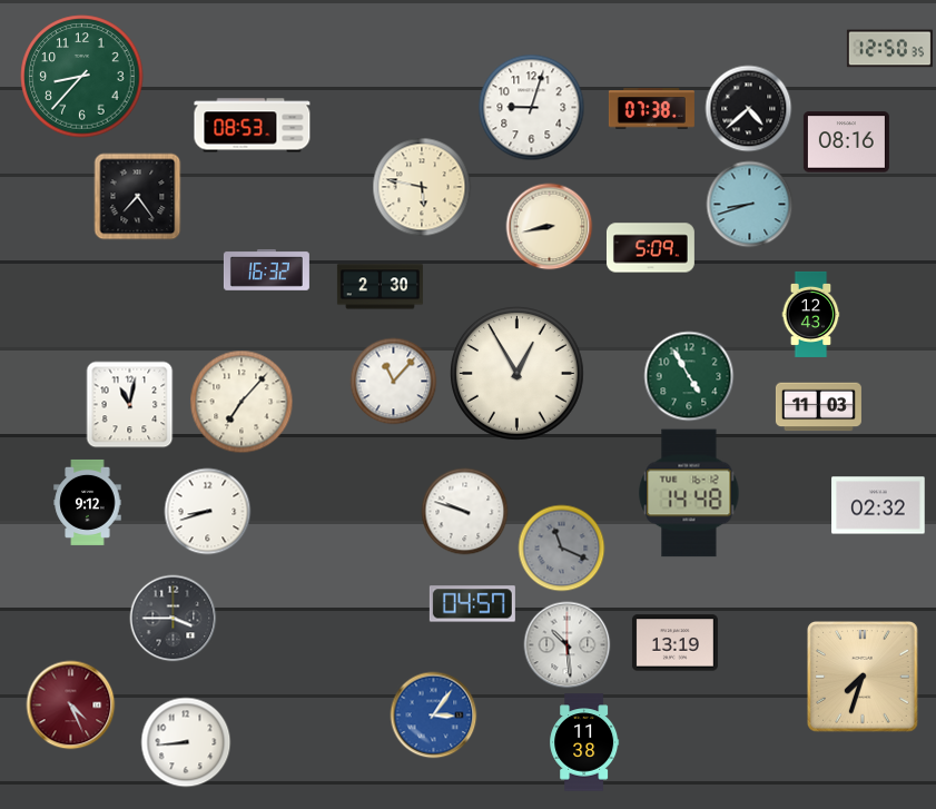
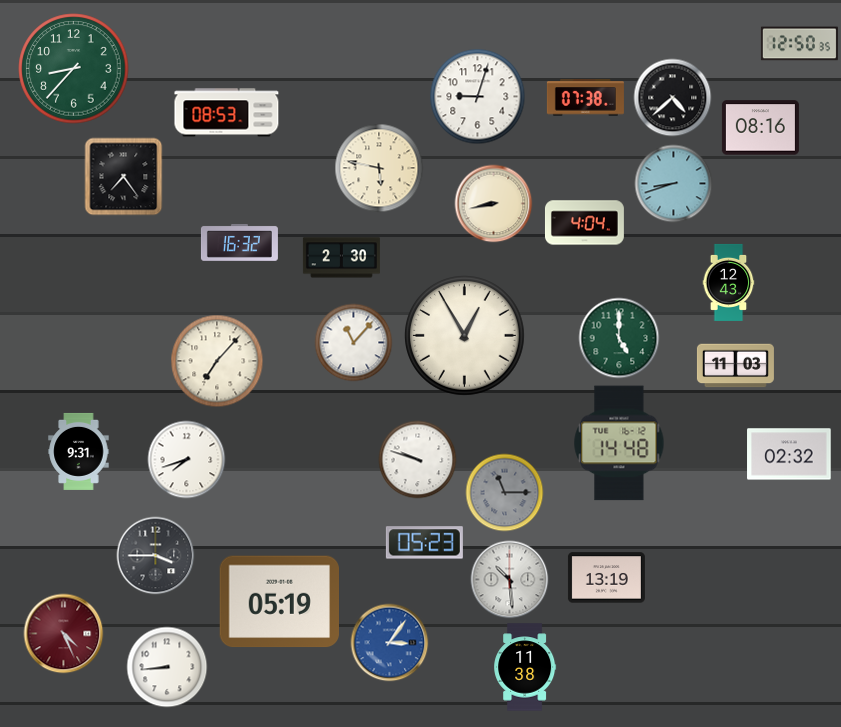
clock at (650, 248): 5:09 -> 4:04
clock at (689, 376): 4:55 -> 5:00
clock at (129, 404): 11:02 -> none
clock at (88, 502): 9:12 -> 9:31
clock at (207, 511): 8:42 -> 7:42
clock at (561, 547): 11:19 -> 11:15
clock at (472, 604): 04:57 -> 05:23
clock at (280, 602): none -> 05:19
clock at (864, 678): 7:33 -> none
